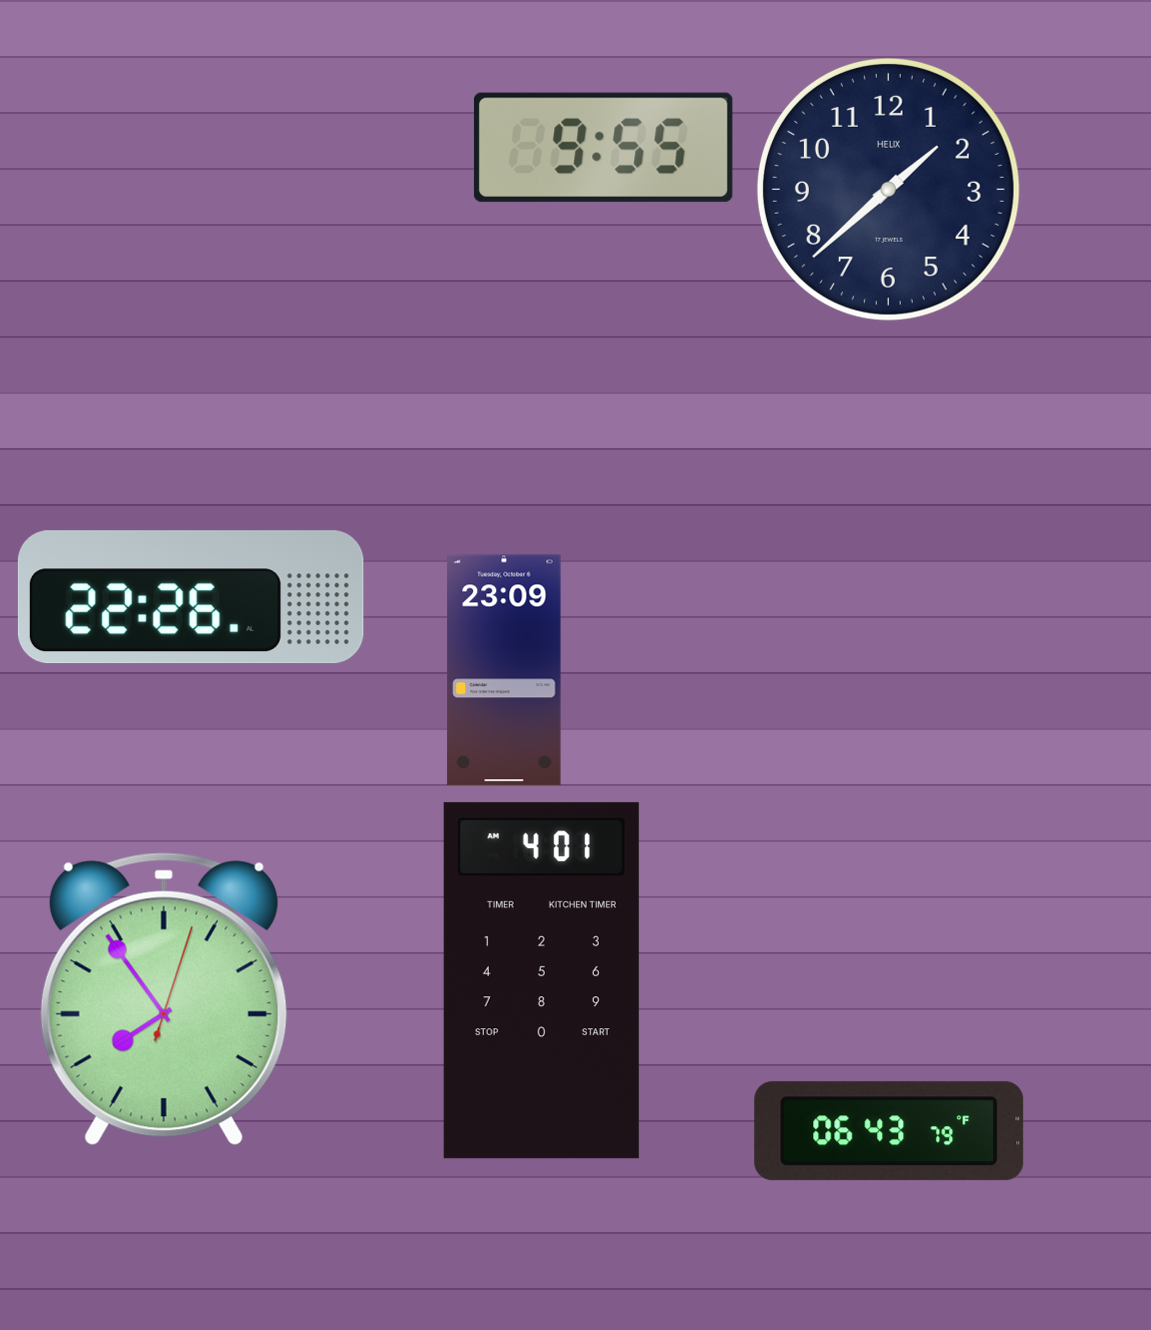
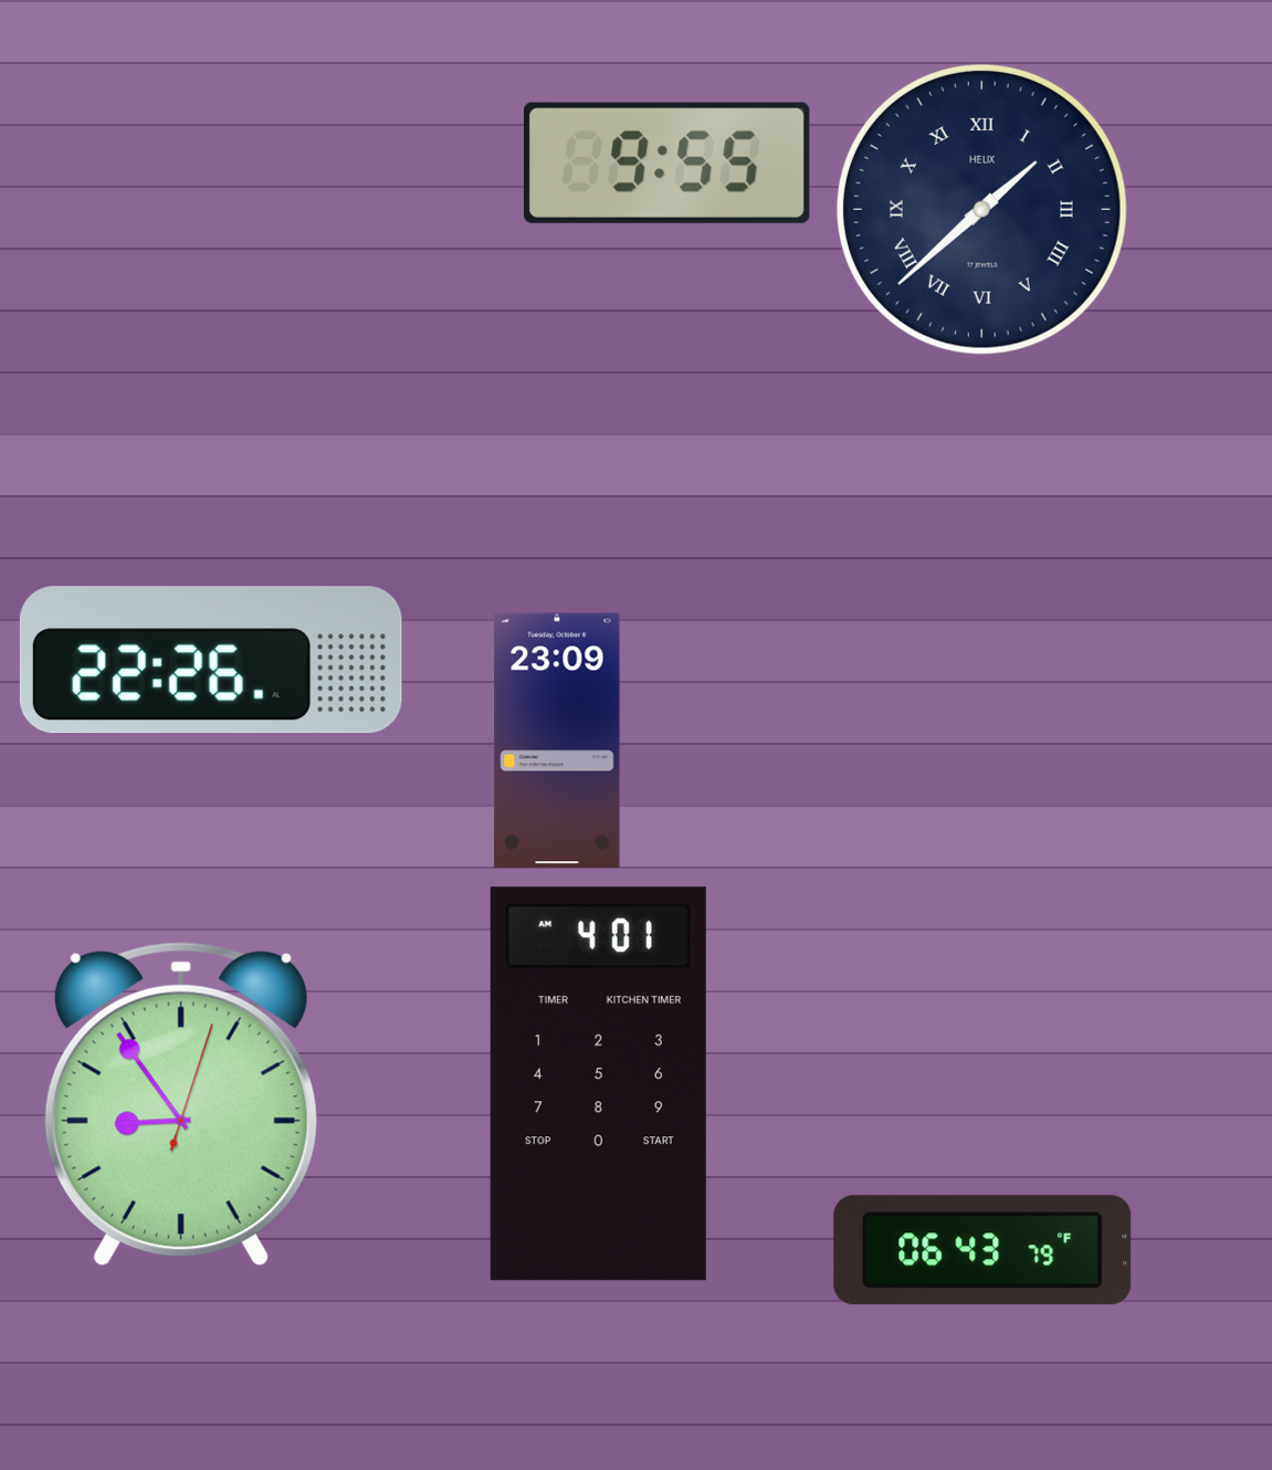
clock at (888, 189) numerals: Arabic -> Roman
clock at (164, 999): 7:54 -> 8:54
